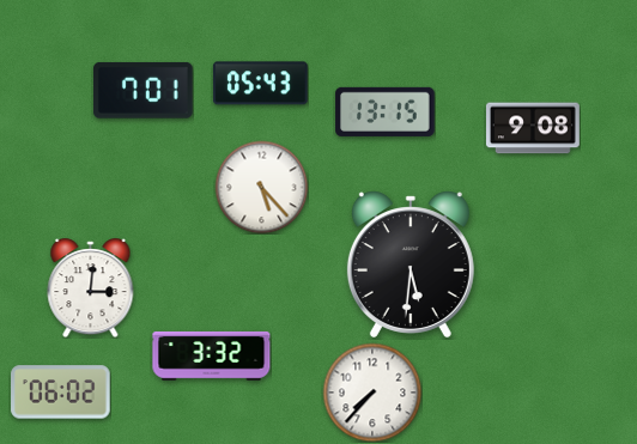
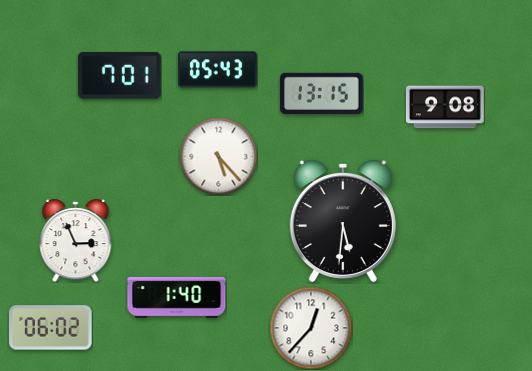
clock at (91, 288): 3:01 -> 2:56
clock at (212, 355): 3:32 -> 1:40
clock at (372, 393): 7:37 -> 12:37
